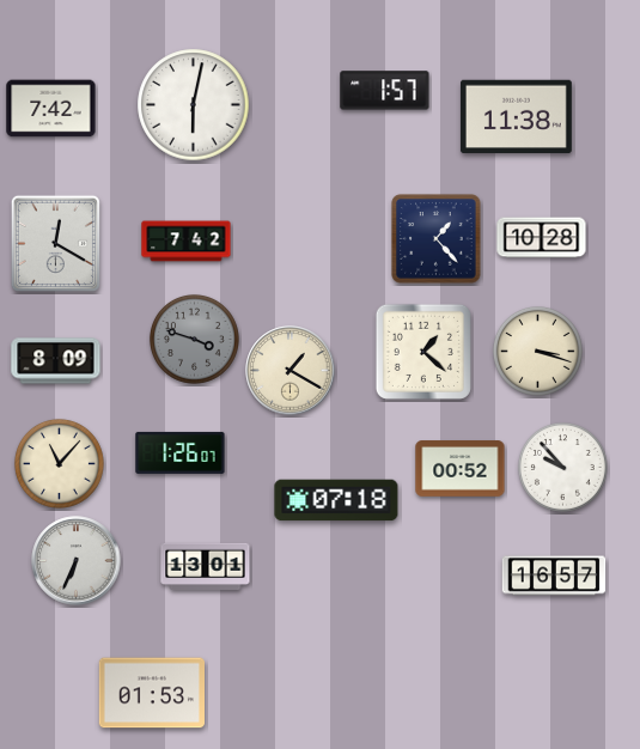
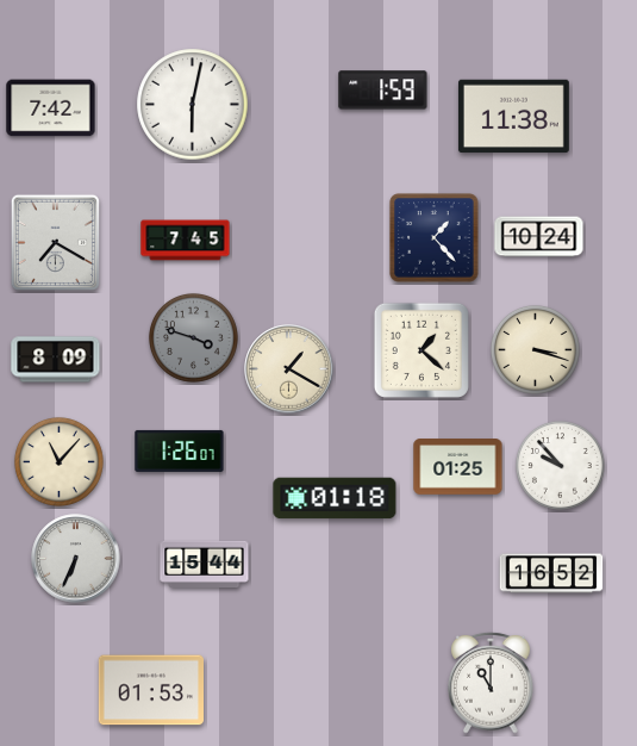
clock at (385, 91): 1:57 -> 1:59
clock at (542, 238): 10:28 -> 10:24
clock at (187, 242): 7:42 -> 7:45
clock at (55, 243): 12:20 -> 7:20
clock at (461, 469): 00:52 -> 01:25
clock at (336, 500): 07:18 -> 01:18
clock at (206, 566): 13:01 -> 15:44
clock at (554, 576): 16:57 -> 16:52
clock at (491, 683): none -> 11:00
